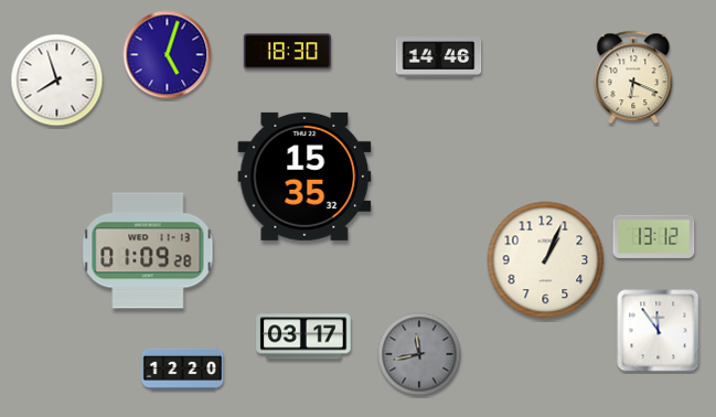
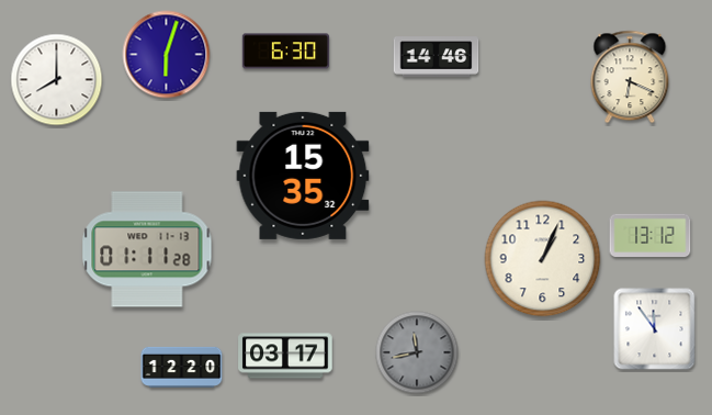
clock at (288, 52): 18:30 -> 6:30
clock at (168, 55): 5:03 -> 6:03
clock at (57, 81): 7:57 -> 8:00
clock at (148, 250): 01:09 -> 01:11
clock at (303, 336) position: (303, 336) -> (285, 356)
